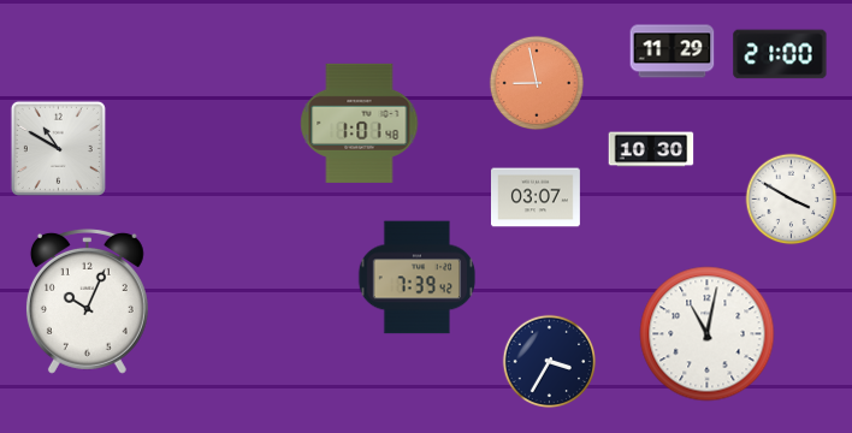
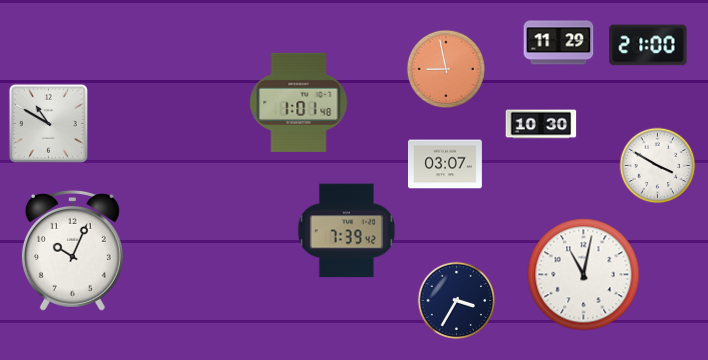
clock at (708, 334) position: (708, 334) -> (584, 275)
